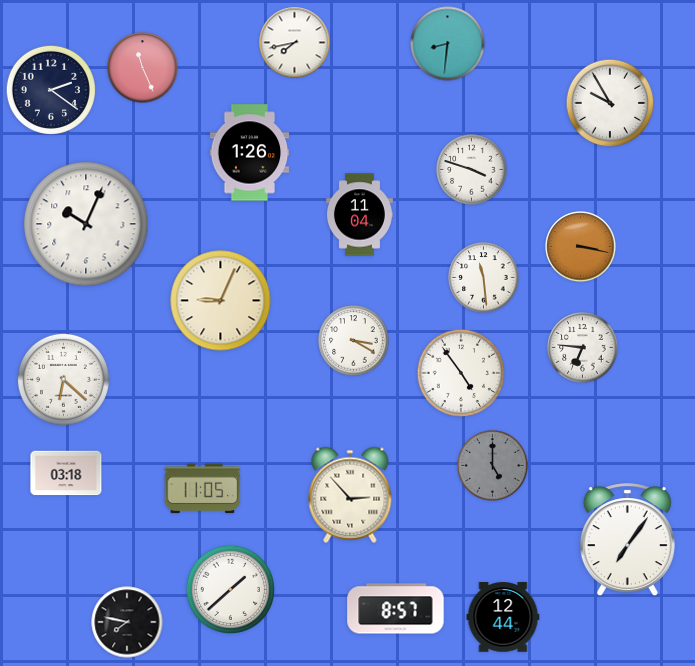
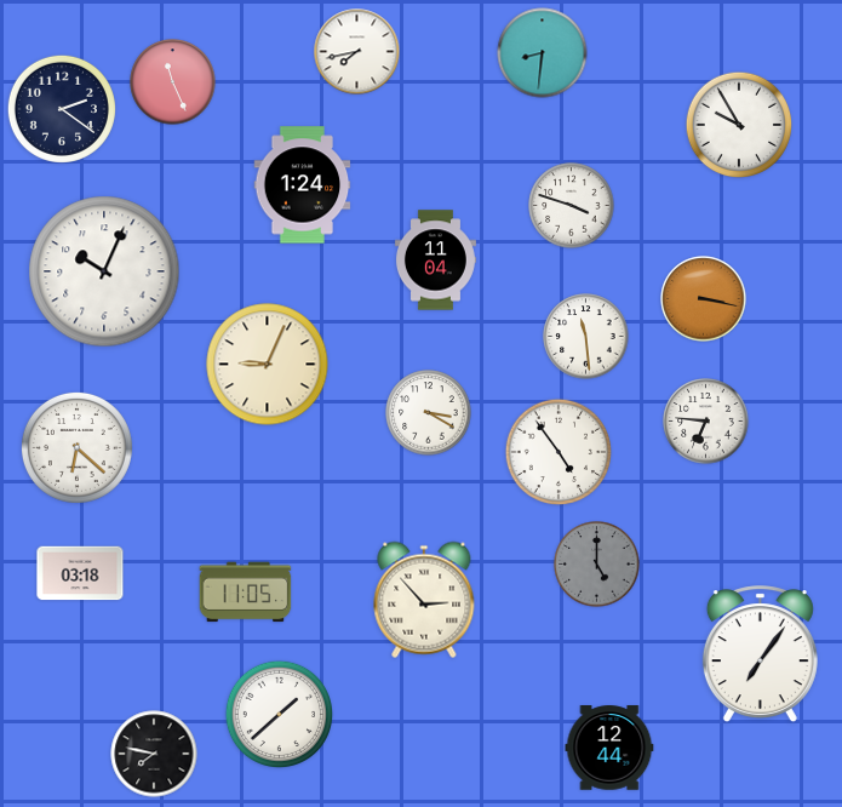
clock at (250, 153): 1:26 -> 1:24
clock at (63, 379) position: (63, 379) -> (76, 447)
clock at (396, 609): 8:57 -> none
